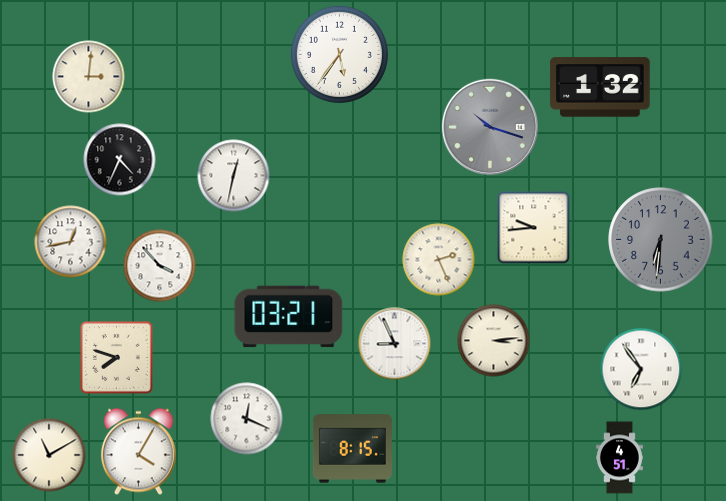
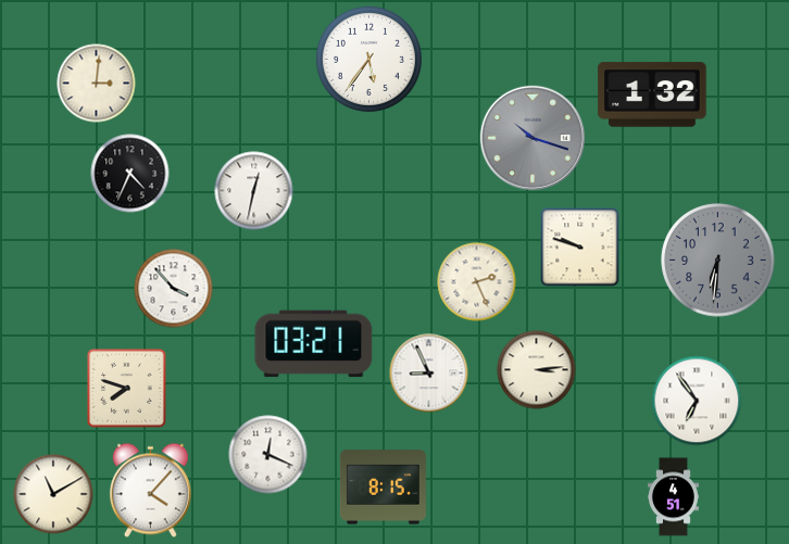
clock at (534, 228): 9:44 -> 9:48
clock at (71, 242): 12:43 -> none
clock at (138, 452): 4:05 -> 4:07
